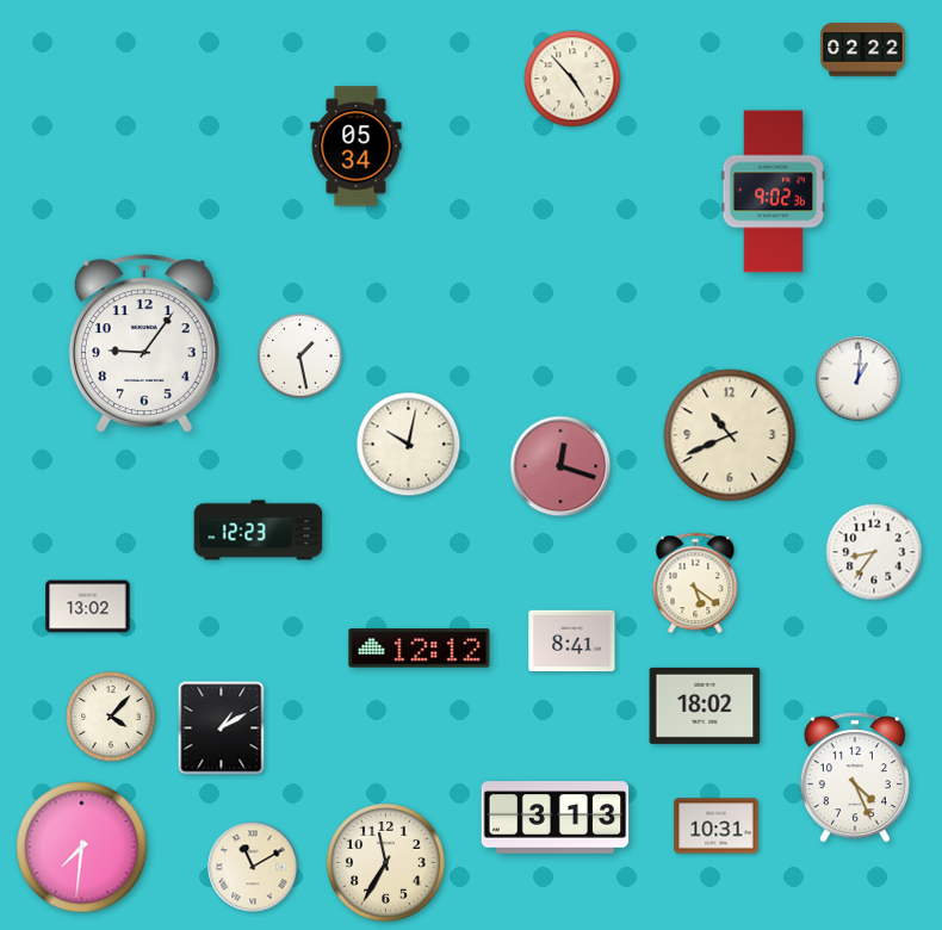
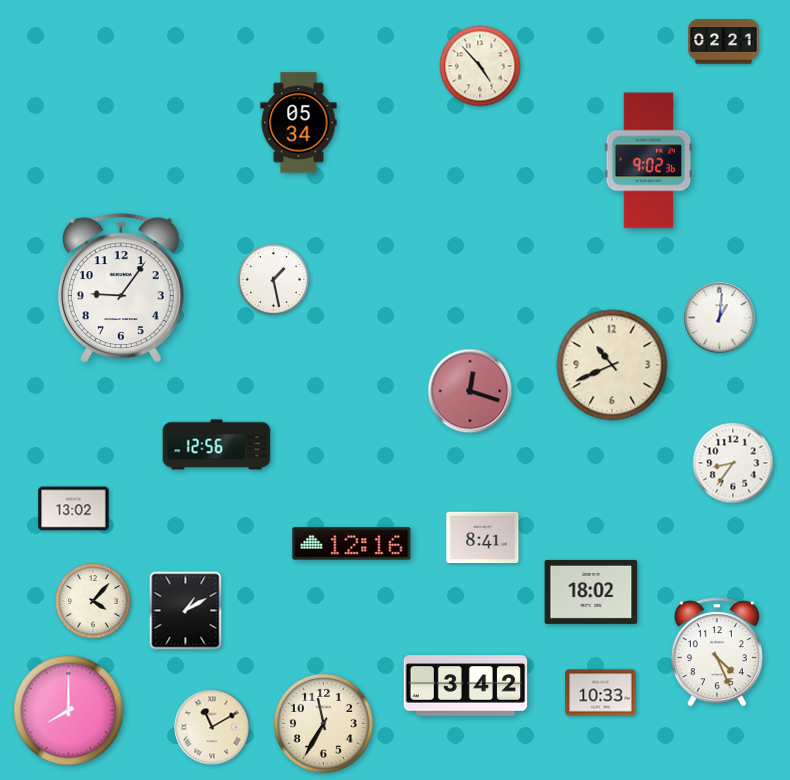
clock at (863, 50): 02:22 -> 02:21
clock at (299, 355) position: (299, 355) -> (273, 279)
clock at (409, 445): 10:02 -> none
clock at (259, 531): 12:23 -> 12:56
clock at (695, 583): 5:21 -> none
clock at (572, 641) position: (572, 641) -> (483, 538)
clock at (420, 649): 12:12 -> 12:16
clock at (556, 818): 3:13 -> 3:42
clock at (717, 826): 10:31 -> 10:33
clock at (82, 848): 7:31 -> 8:00
